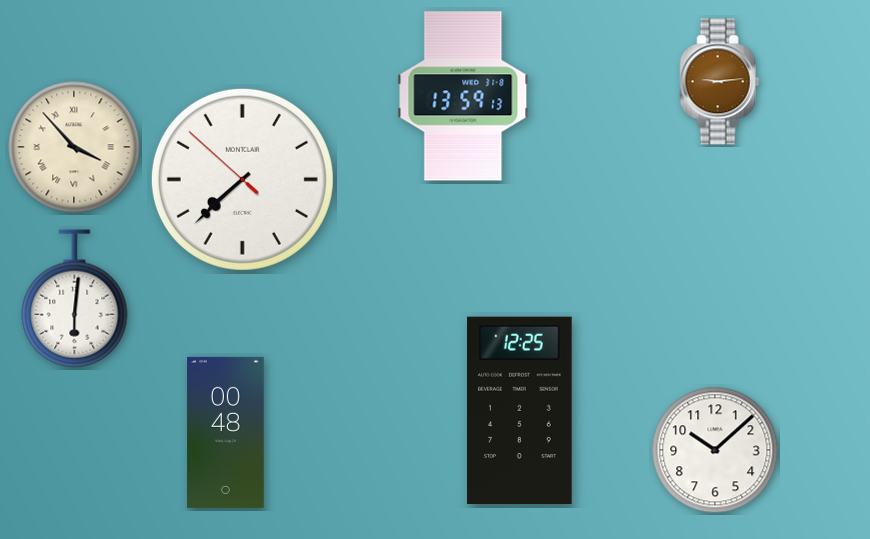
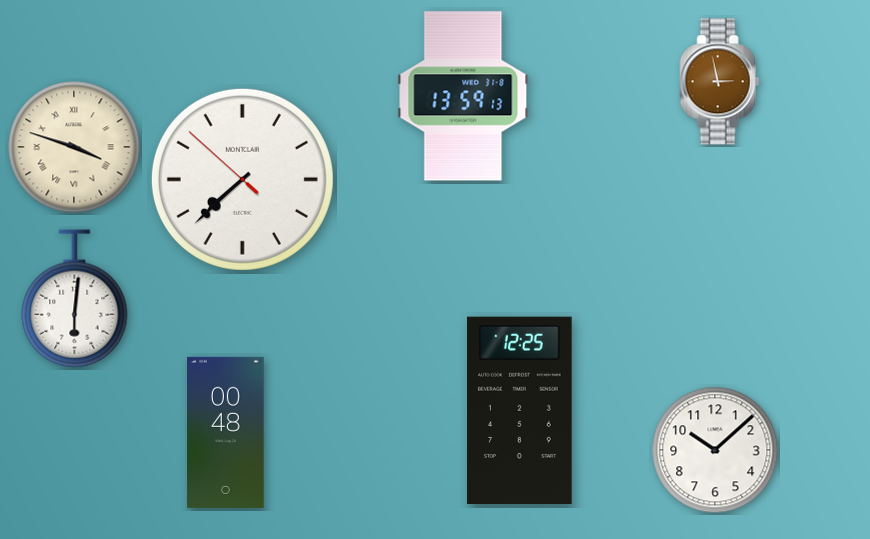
clock at (720, 82): 9:14 -> 2:58
clock at (74, 147): 3:53 -> 3:48
